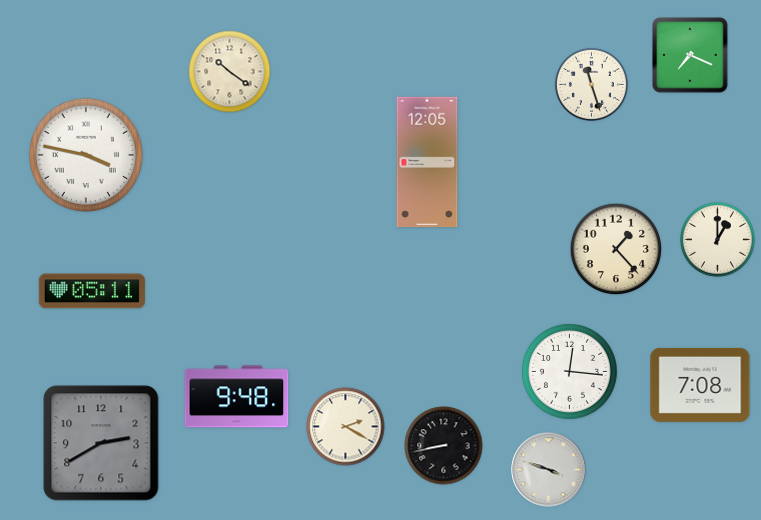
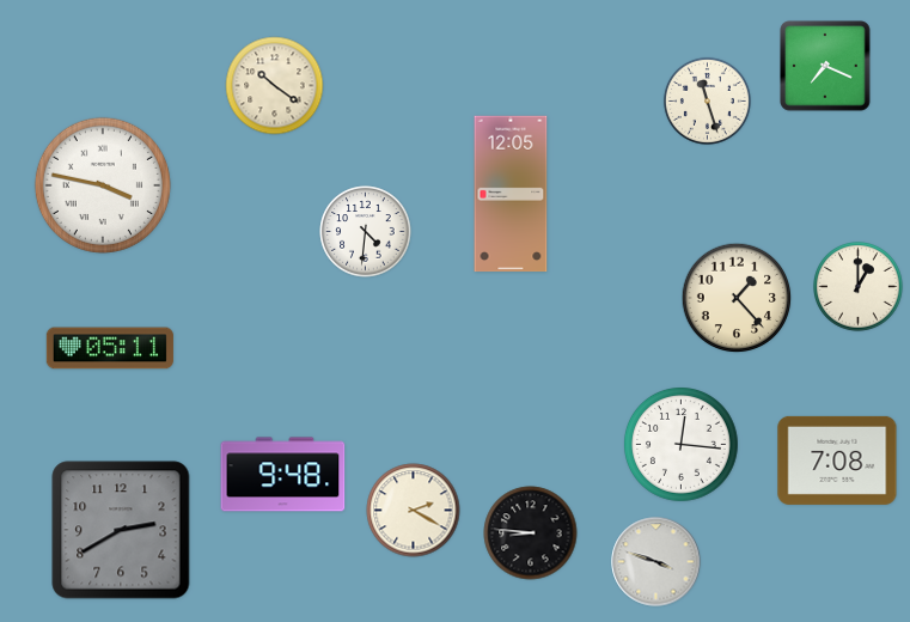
clock at (366, 232): none -> 4:31
clock at (444, 446): 8:43 -> 8:46
